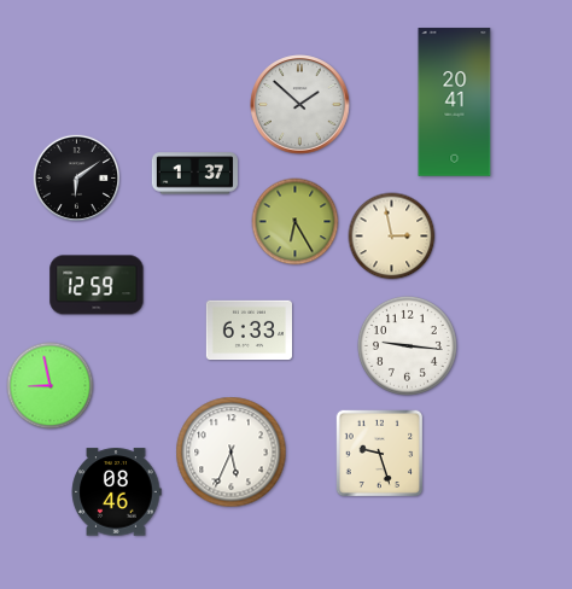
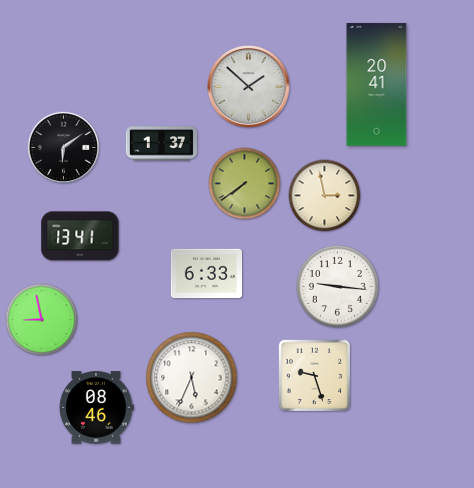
clock at (296, 222): 6:25 -> 7:39
clock at (97, 285): 12:59 -> 13:41
clock at (232, 453) position: (232, 453) -> (192, 378)
